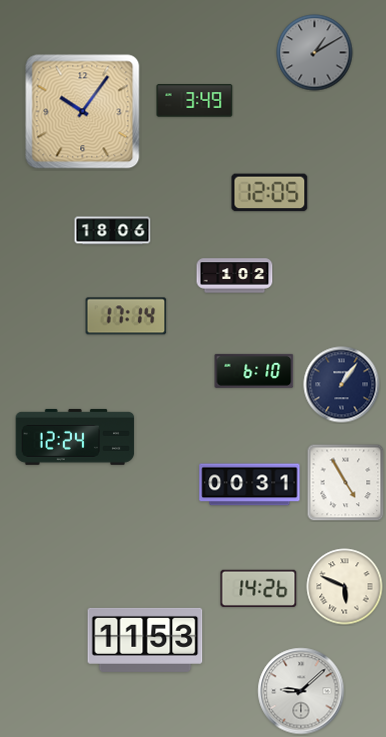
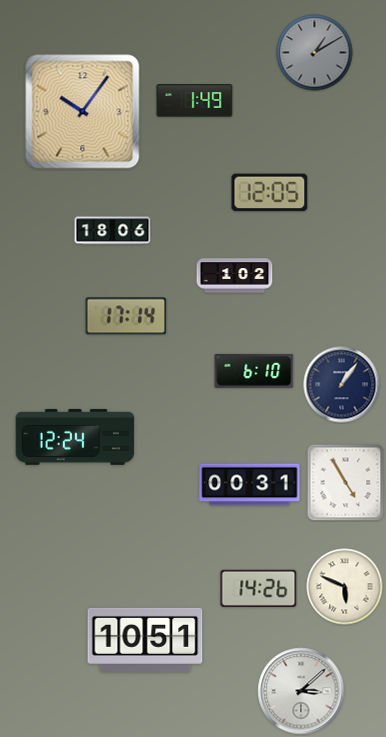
clock at (195, 101): 3:49 -> 1:49
clock at (145, 640): 11:53 -> 10:51
clock at (301, 691): 9:08 -> 3:08
